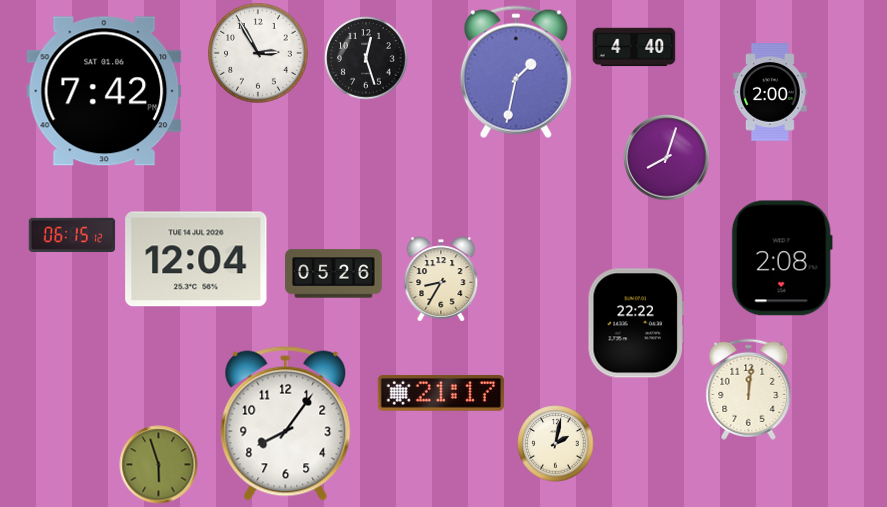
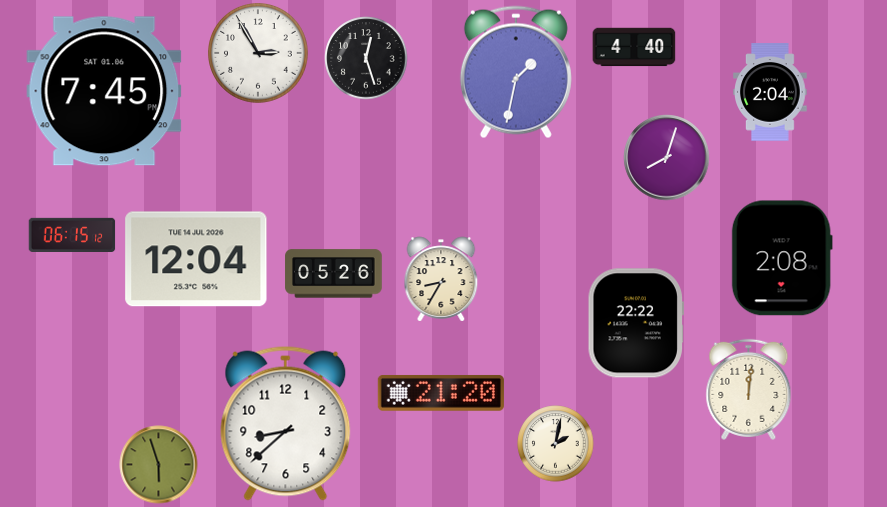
clock at (104, 91): 7:42 -> 7:45
clock at (770, 92): 2:00 -> 2:04
clock at (441, 393): 21:17 -> 21:20
clock at (286, 423): 8:06 -> 8:38
